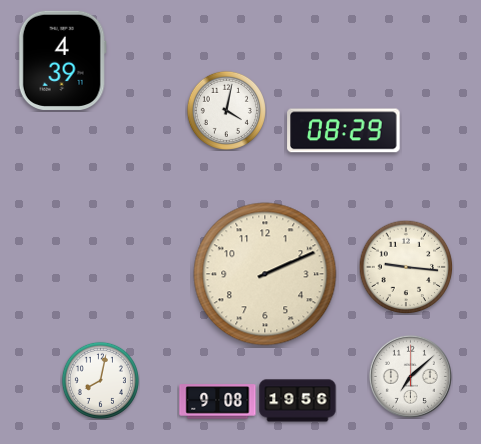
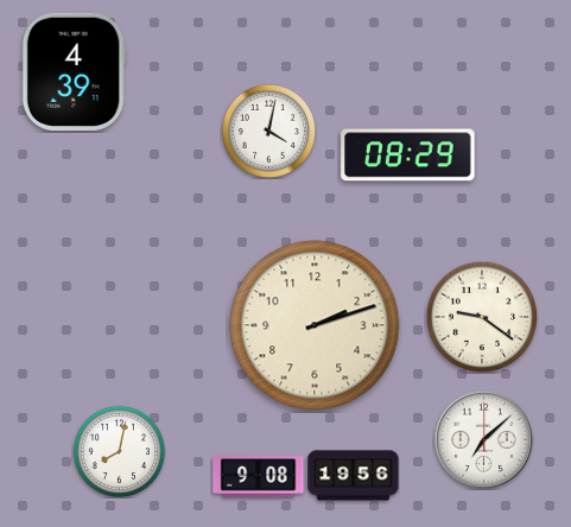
clock at (406, 267): 9:16 -> 9:21
clock at (265, 274): 2:11 -> 2:12
clock at (410, 376) position: (410, 376) -> (483, 439)
